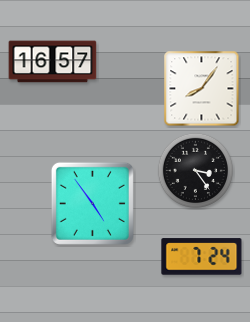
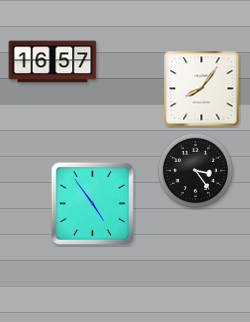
clock at (202, 257): 7:24 -> none
